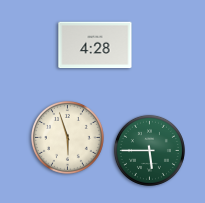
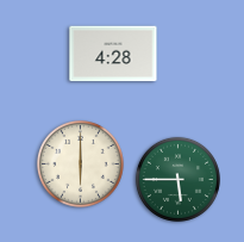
clock at (67, 137): 5:57 -> 6:00
